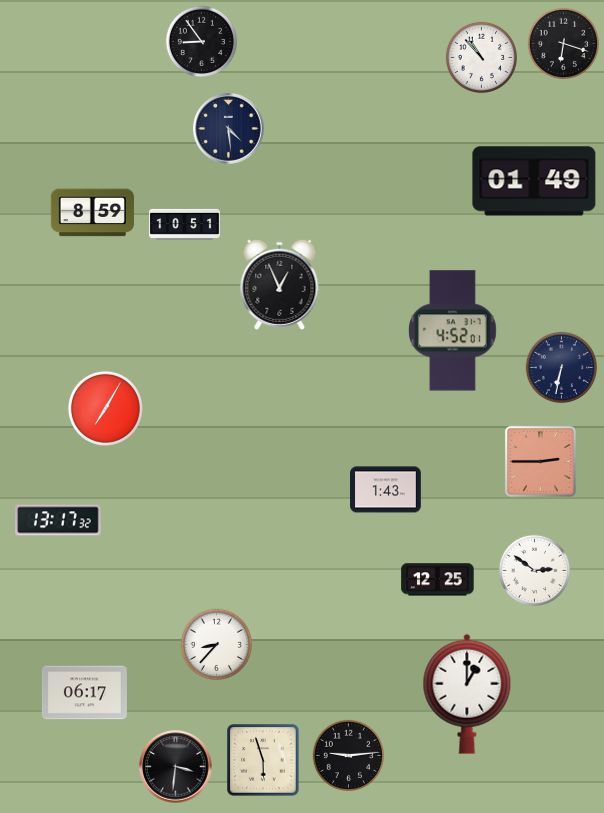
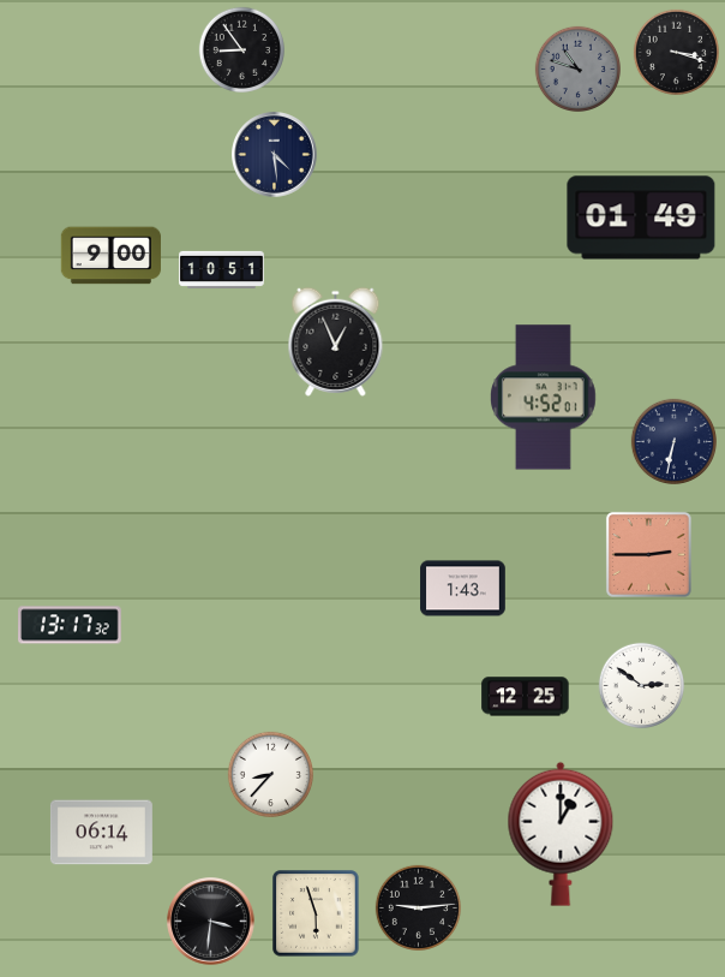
clock at (563, 43): 6:18 -> 3:18
clock at (481, 57): 10:53 -> 10:48
clock at (481, 57) dial: white -> grey
clock at (92, 213): 8:59 -> 9:00
clock at (105, 408): 7:05 -> none
clock at (216, 644) position: (216, 644) -> (270, 774)
clock at (84, 693): 06:17 -> 06:14
